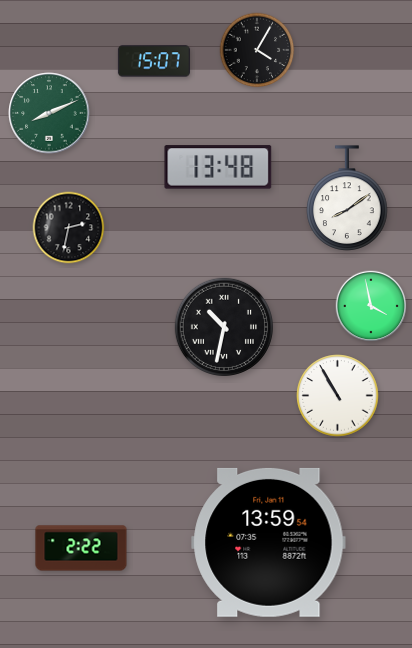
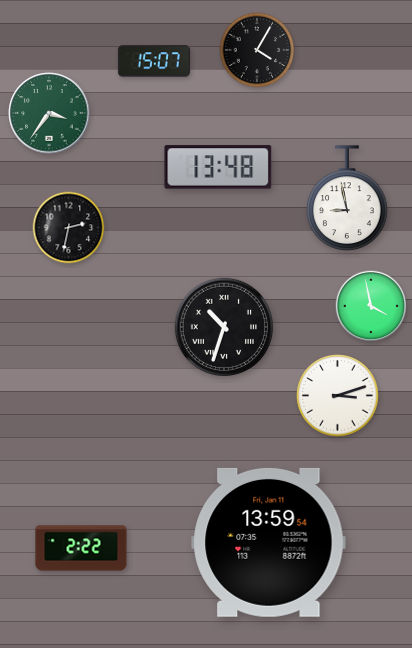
clock at (49, 113): 8:11 -> 3:36
clock at (347, 198): 8:09 -> 8:58
clock at (224, 327): 10:32 -> 10:33
clock at (338, 396): 10:55 -> 3:12
